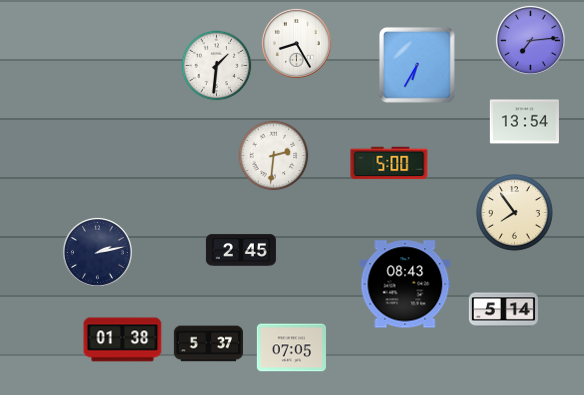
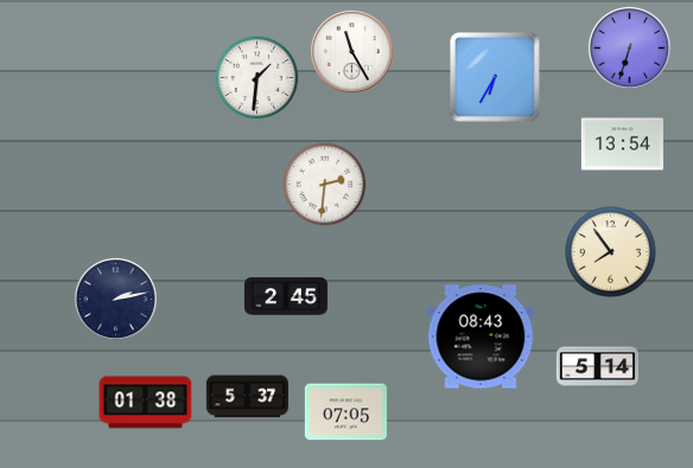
clock at (530, 40): 7:14 -> 6:33
clock at (296, 43): 8:25 -> 11:25
clock at (389, 163): 5:00 -> none
clock at (208, 344) position: (208, 344) -> (247, 397)
